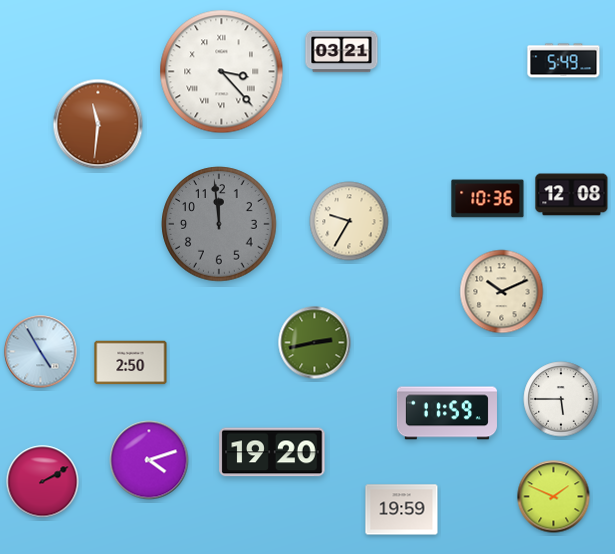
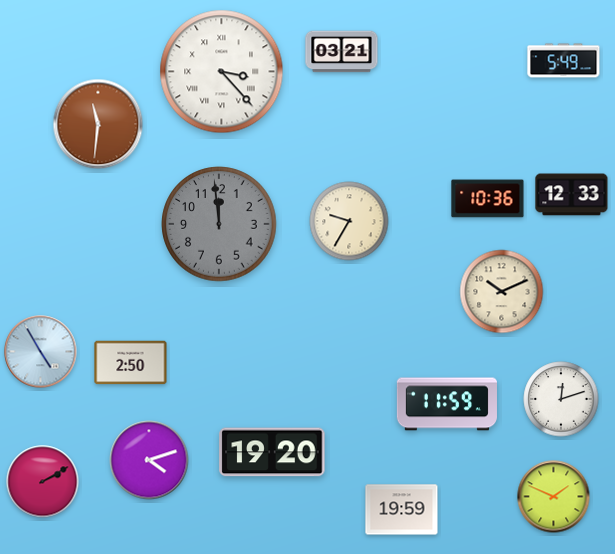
clock at (572, 195): 12:08 -> 12:33
clock at (315, 343): 2:43 -> none
clock at (561, 399): 5:45 -> 12:12
clock at (447, 413) position: (447, 413) -> (447, 404)
